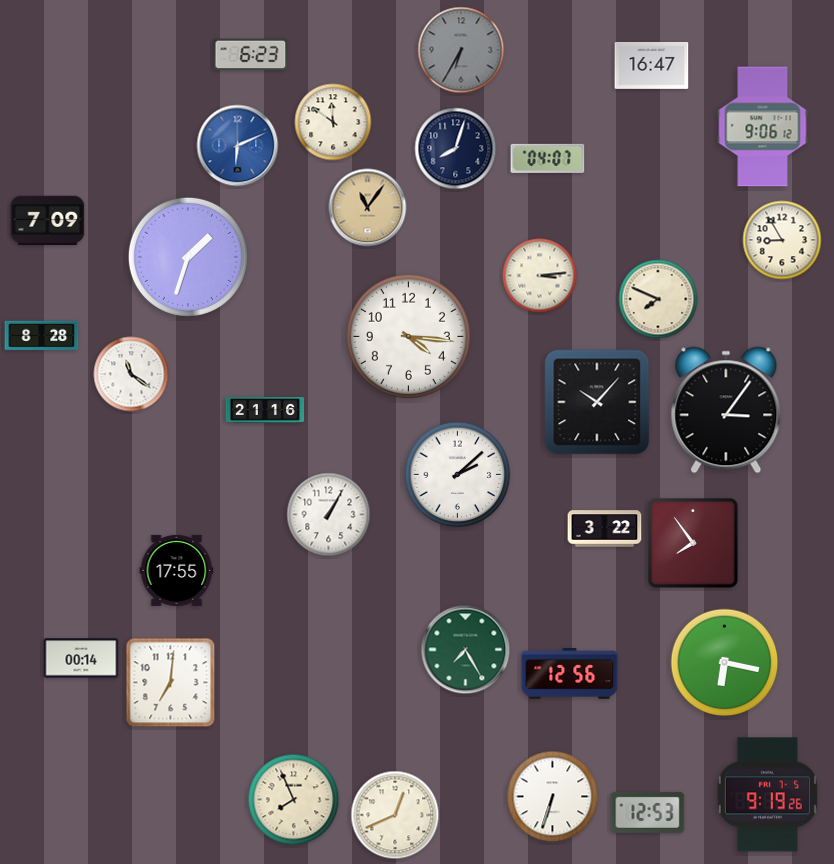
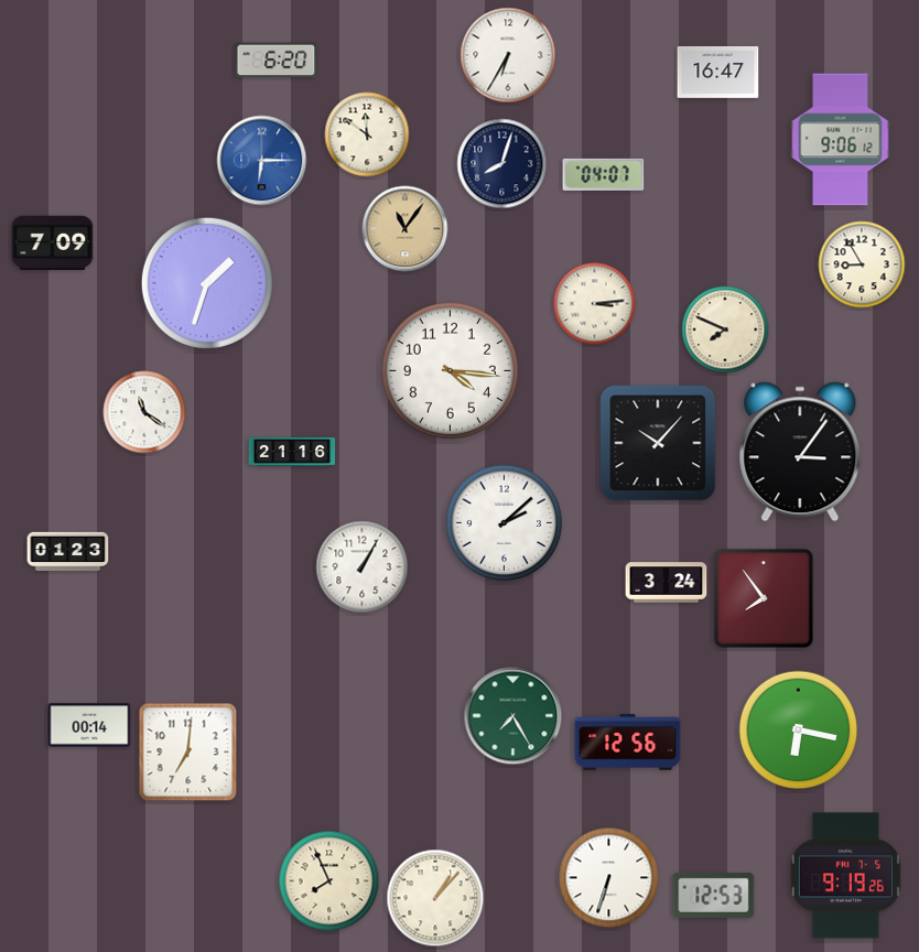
clock at (461, 50) dial: grey -> white
clock at (251, 55): 6:23 -> 6:20
clock at (238, 146): 6:11 -> 6:15
clock at (42, 336): 8:28 -> none
clock at (68, 551): none -> 01:23
clock at (605, 529): 3:22 -> 3:24
clock at (177, 570): 17:55 -> none
clock at (294, 800) position: (294, 800) -> (329, 881)
clock at (395, 815): 12:41 -> 1:07
